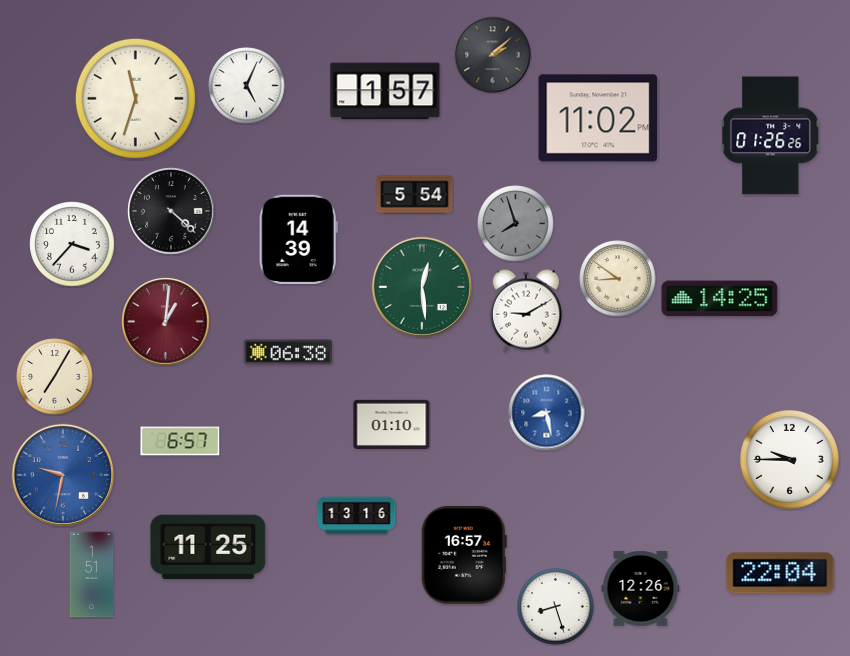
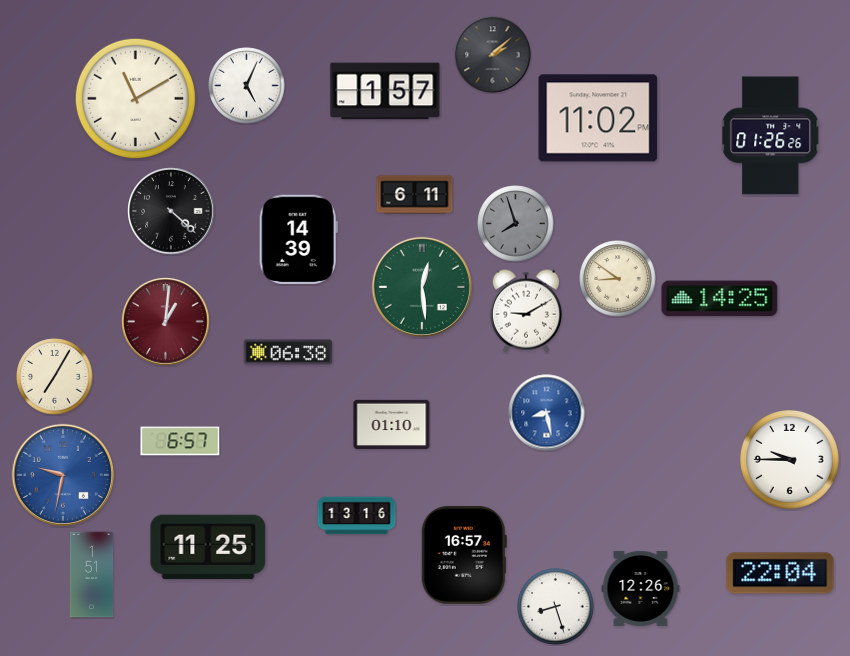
clock at (135, 98): 11:33 -> 11:10
clock at (415, 195): 5:54 -> 6:11
clock at (72, 244): 3:37 -> none
